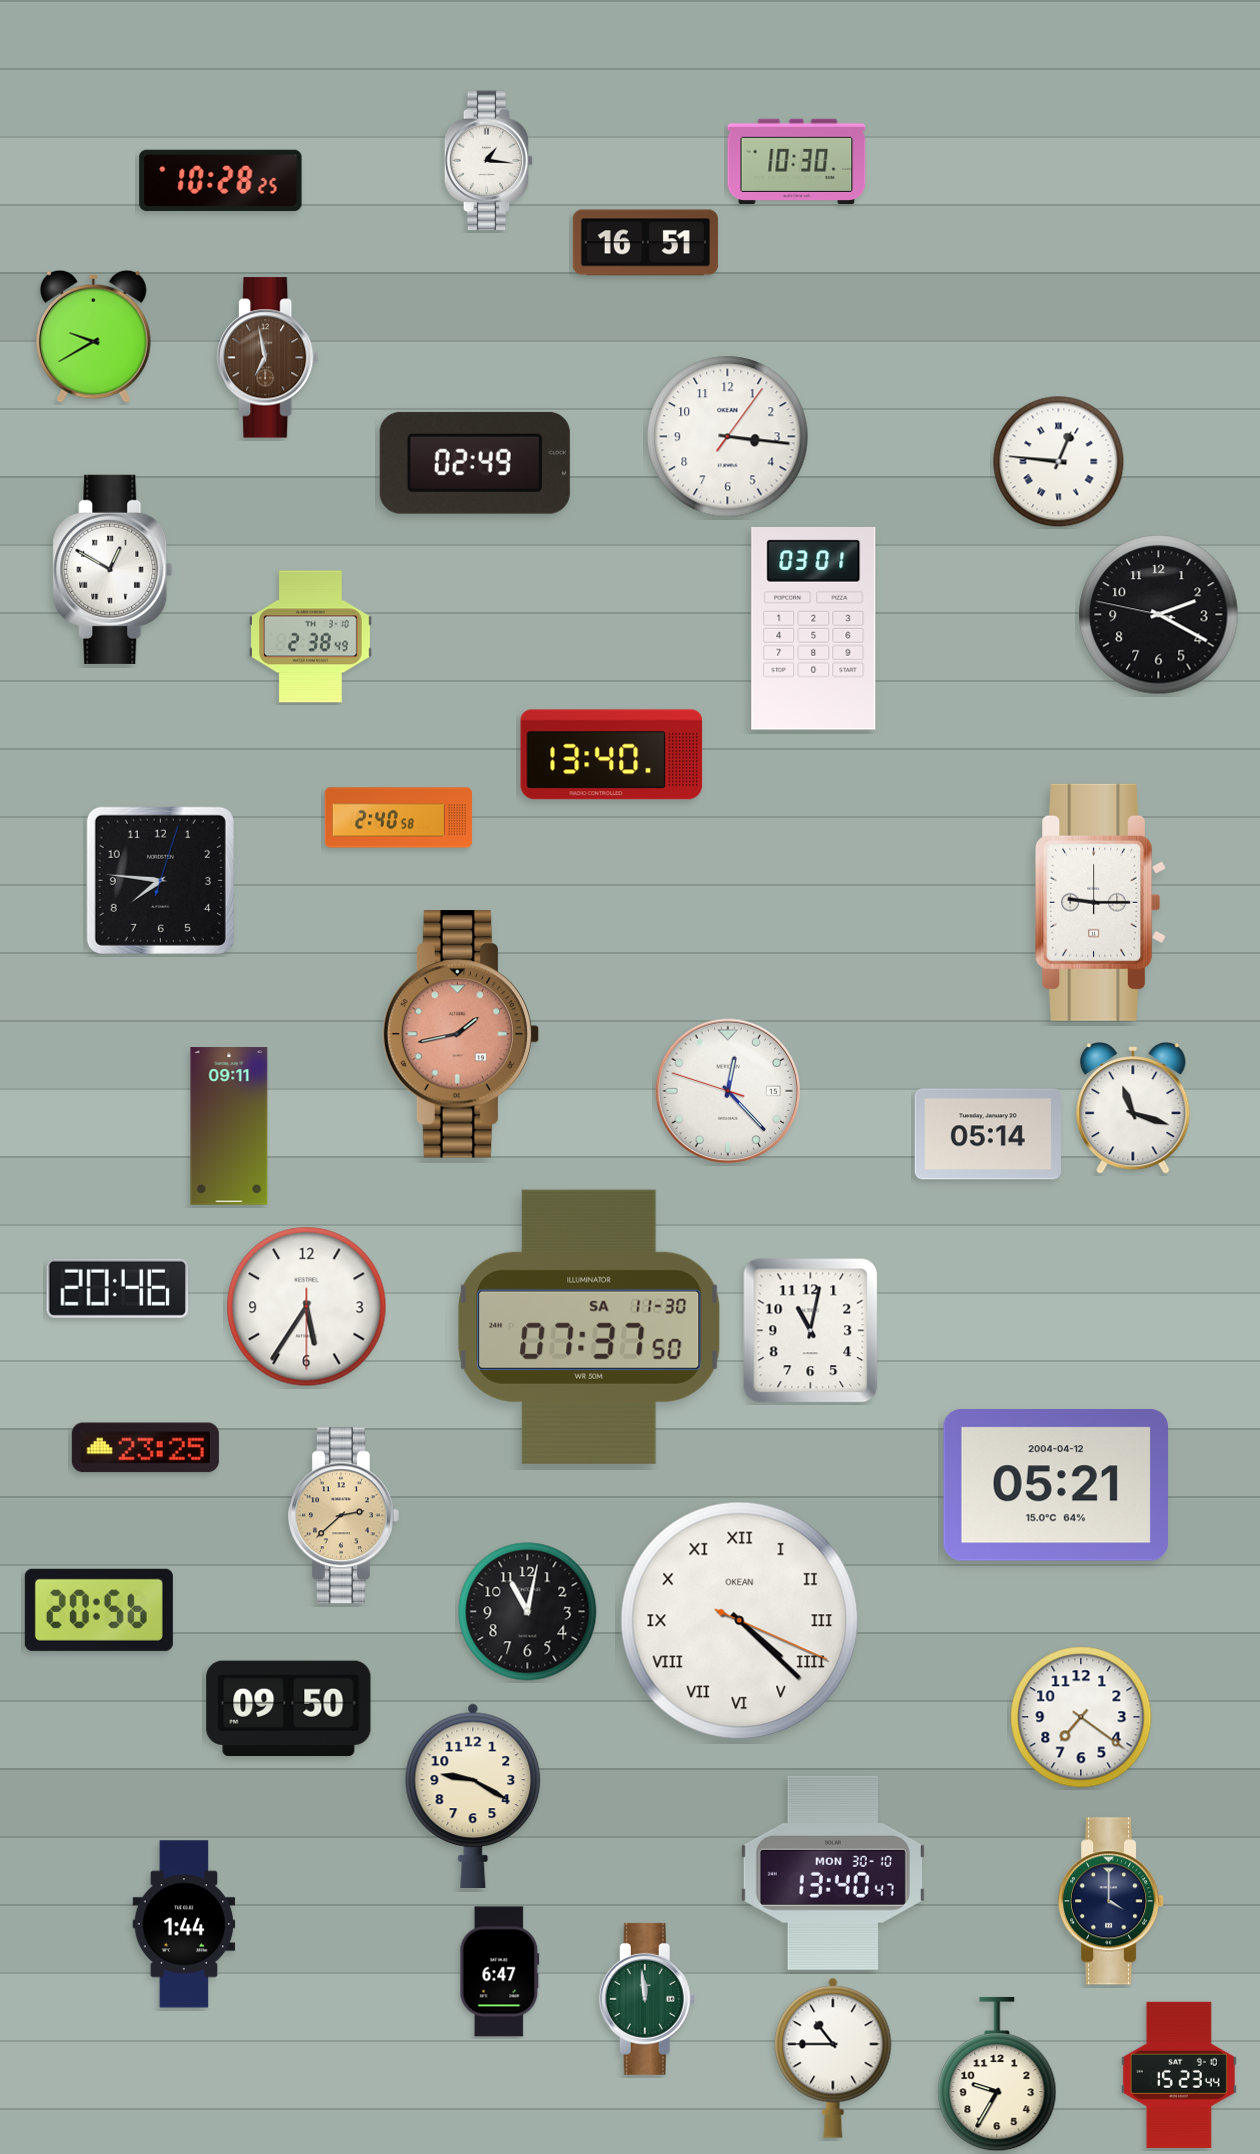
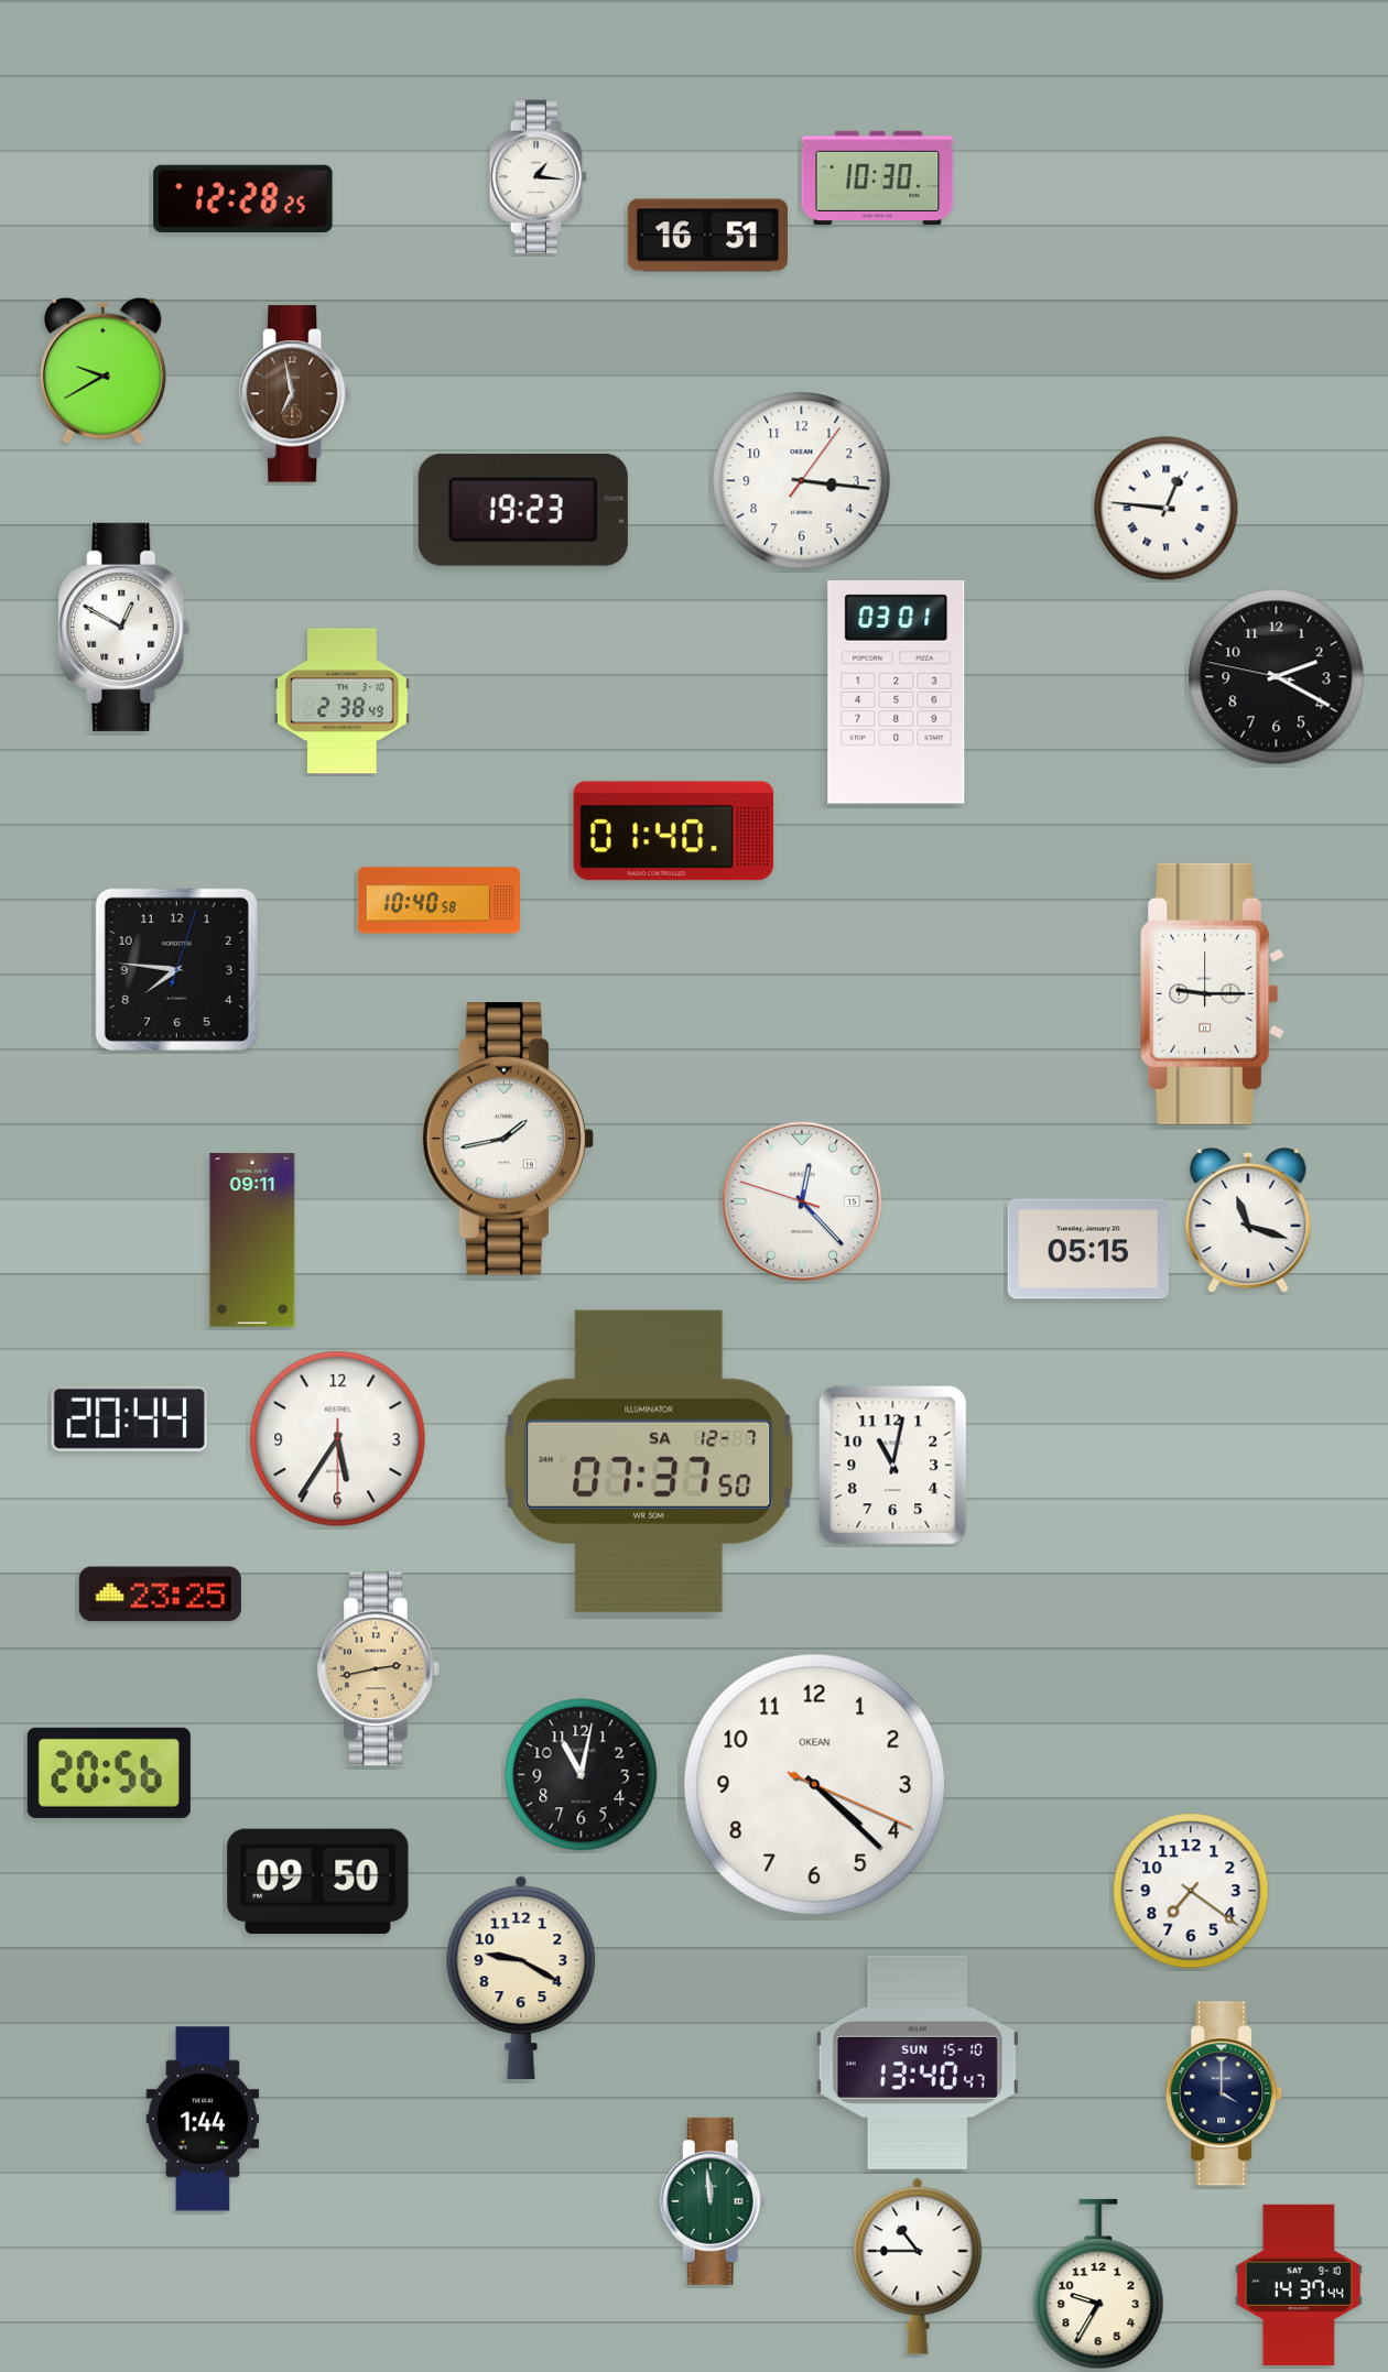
clock at (221, 180): 10:28 -> 12:28
clock at (645, 243) position: (645, 243) -> (707, 236)
clock at (475, 463): 02:49 -> 19:23
clock at (612, 755): 13:40 -> 01:40
clock at (398, 818): 2:40 -> 10:40
clock at (461, 1034) dial: salmon -> white
clock at (988, 1134): 05:14 -> 05:15
clock at (117, 1288): 20:46 -> 20:44
clock at (589, 1327) date: SA 11-30 -> SA 12-7
clock at (1056, 1485): 05:21 -> none
clock at (344, 1516): 2:38 -> 2:43
clock at (740, 1621) numerals: Roman -> Arabic
clock at (833, 1873) date: MON 30-10 -> SUN 15-10
clock at (500, 1972): 6:47 -> none
clock at (1179, 2075): 15:23 -> 14:37
